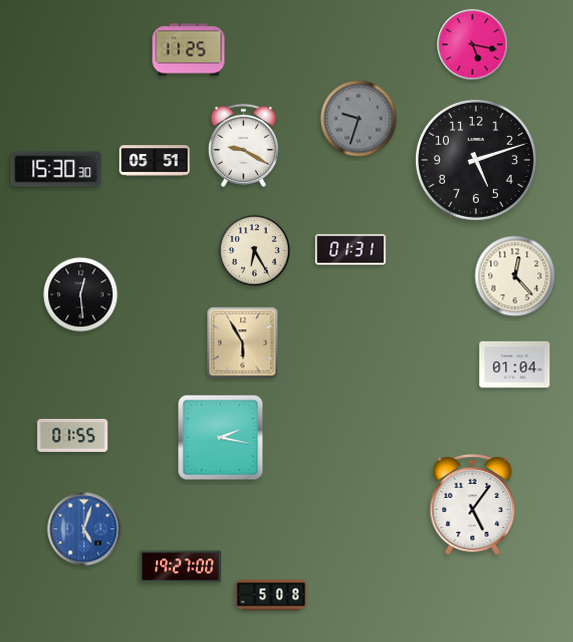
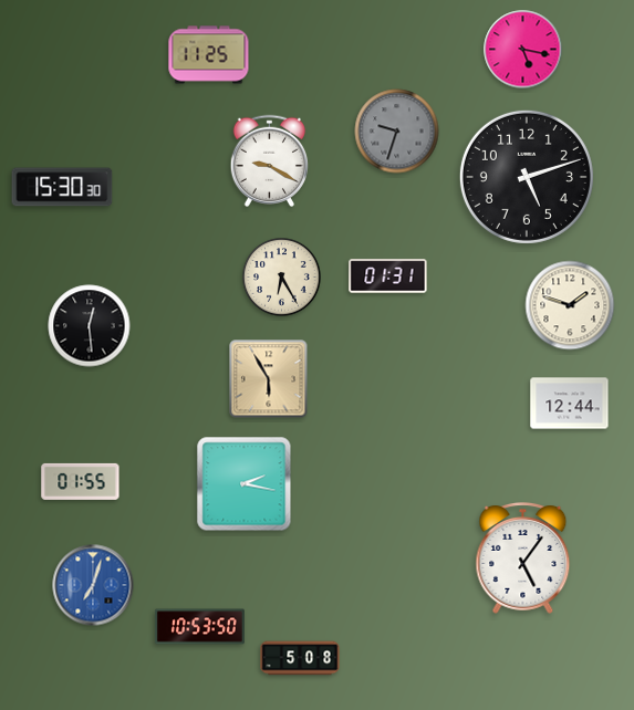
clock at (155, 161): 05:51 -> none
clock at (515, 276): 12:23 -> 1:48
clock at (515, 365): 01:04 -> 12:44
clock at (84, 529): 5:03 -> 7:03
clock at (180, 567): 19:27 -> 10:53
